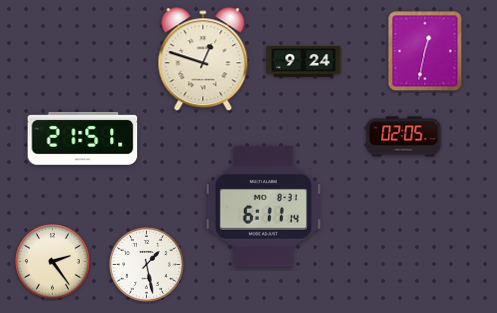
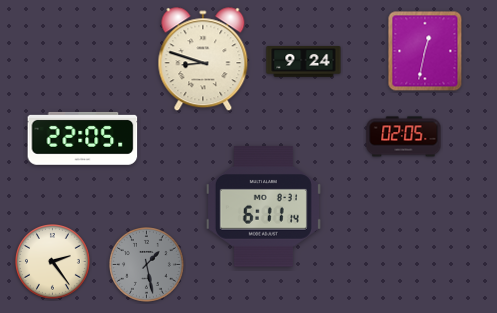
clock at (203, 60): 12:48 -> 8:48
clock at (83, 138): 21:51 -> 22:05
clock at (147, 265) dial: white -> grey
